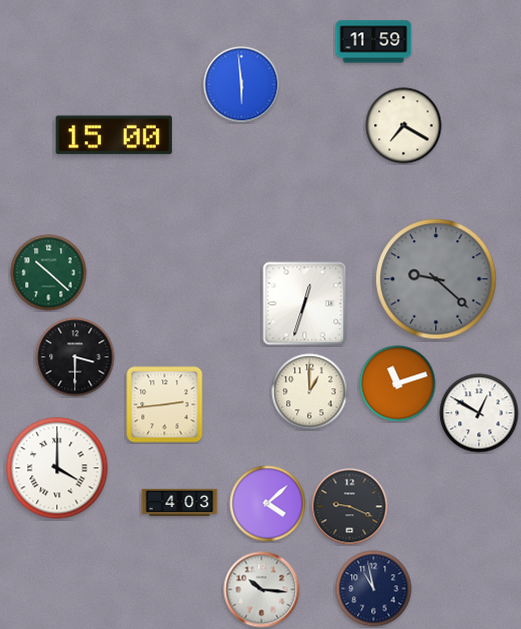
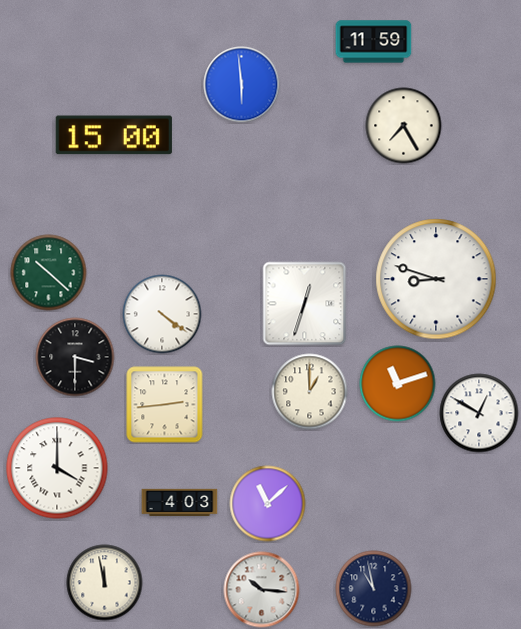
clock at (404, 126): 7:20 -> 7:25
clock at (436, 279): 9:22 -> 8:48
clock at (436, 279) dial: grey -> white
clock at (162, 314): none -> 4:21
clock at (268, 504): 4:08 -> 11:08
clock at (350, 507): 9:19 -> none
clock at (105, 583): none -> 11:58
